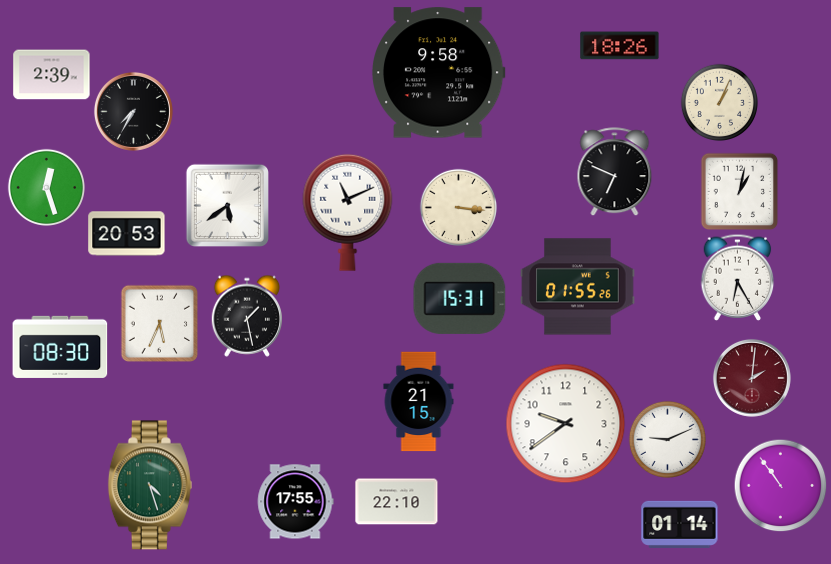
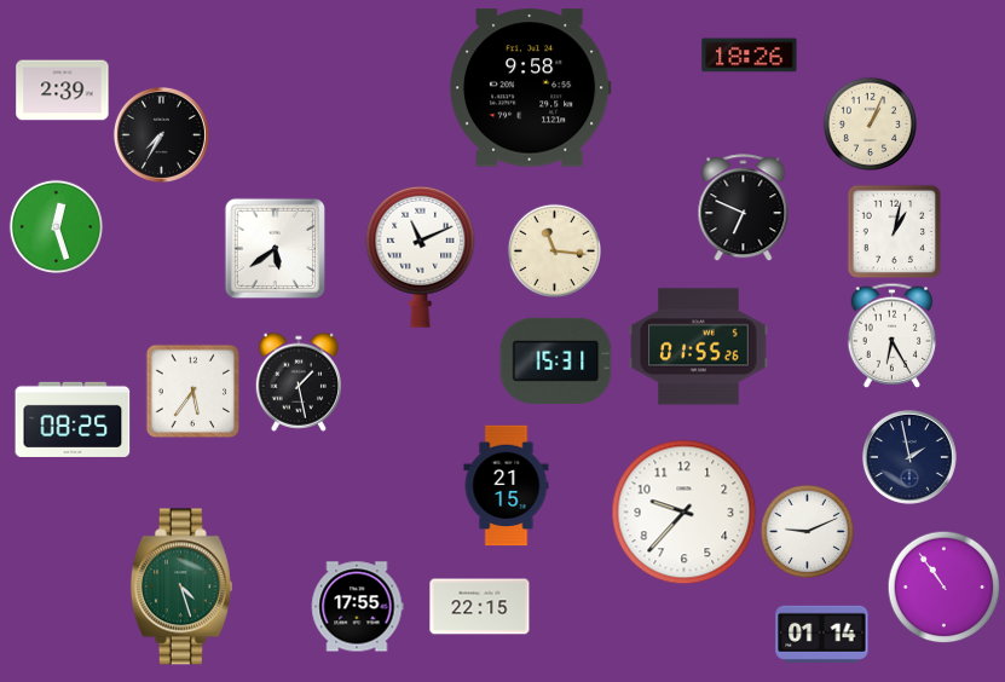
clock at (458, 207): 3:16 -> 11:16
clock at (127, 234): 20:53 -> none
clock at (159, 323): 5:34 -> 5:36
clock at (60, 347): 08:30 -> 08:25
clock at (752, 378): 2:01 -> 1:58
clock at (752, 378) dial: burgundy -> navy
clock at (566, 424): 9:39 -> 9:37
clock at (397, 502): 22:10 -> 22:15
